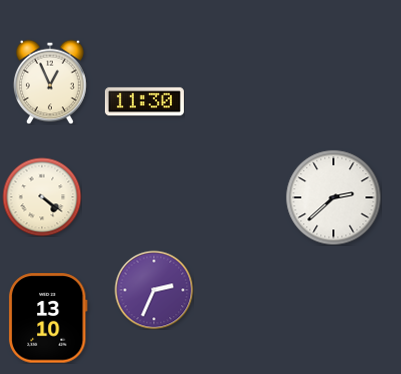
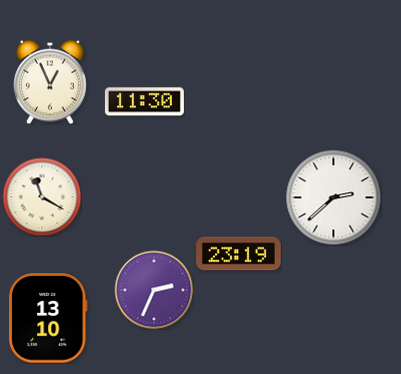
clock at (42, 197): 4:21 -> 11:20
clock at (239, 254): none -> 23:19
